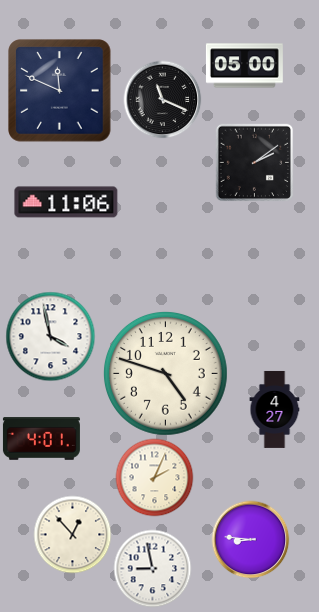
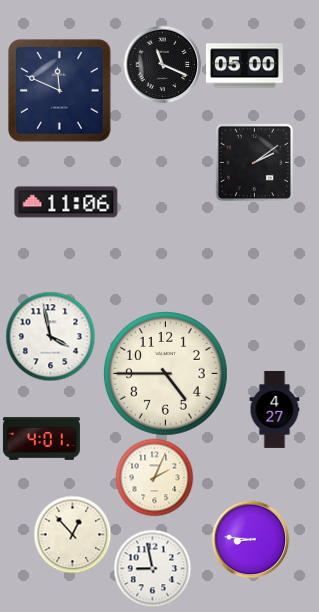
clock at (162, 99) position: (162, 99) -> (162, 64)
clock at (165, 373): 4:48 -> 4:45
